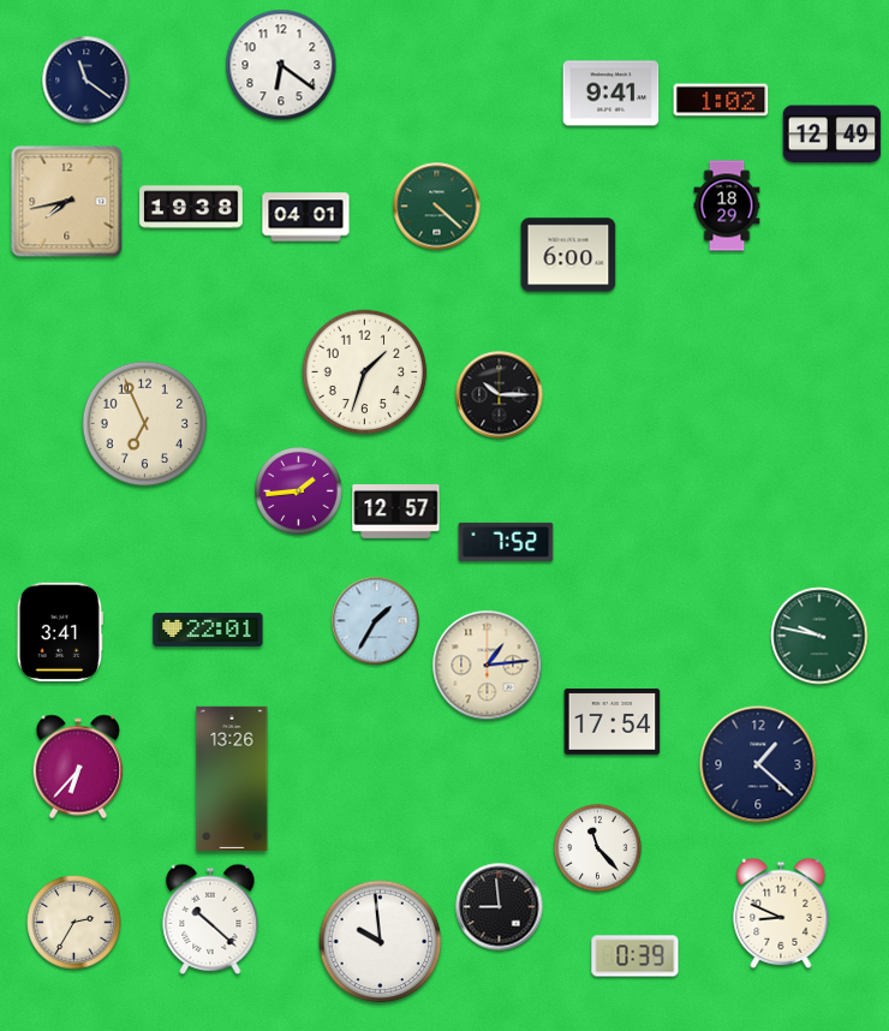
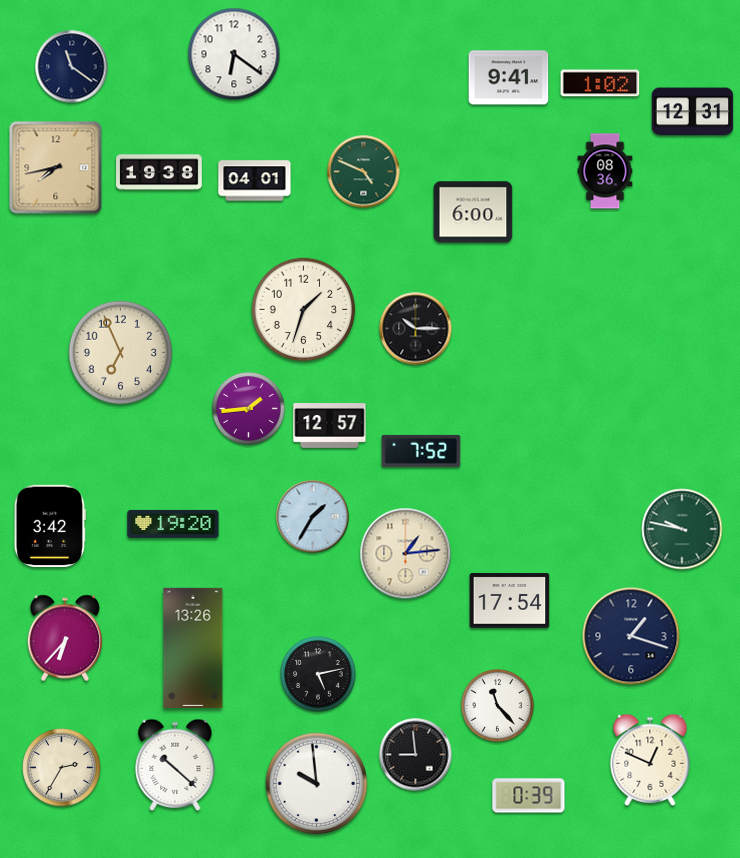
clock at (833, 135): 12:49 -> 12:31
clock at (727, 205): 18:29 -> 08:36
clock at (437, 207): 4:22 -> 4:49
clock at (208, 630): 22:01 -> 19:20
clock at (60, 631): 3:41 -> 3:42
clock at (758, 764): 1:22 -> 1:18
clock at (318, 674): none -> 5:13
clock at (781, 913): 8:49 -> 12:49
